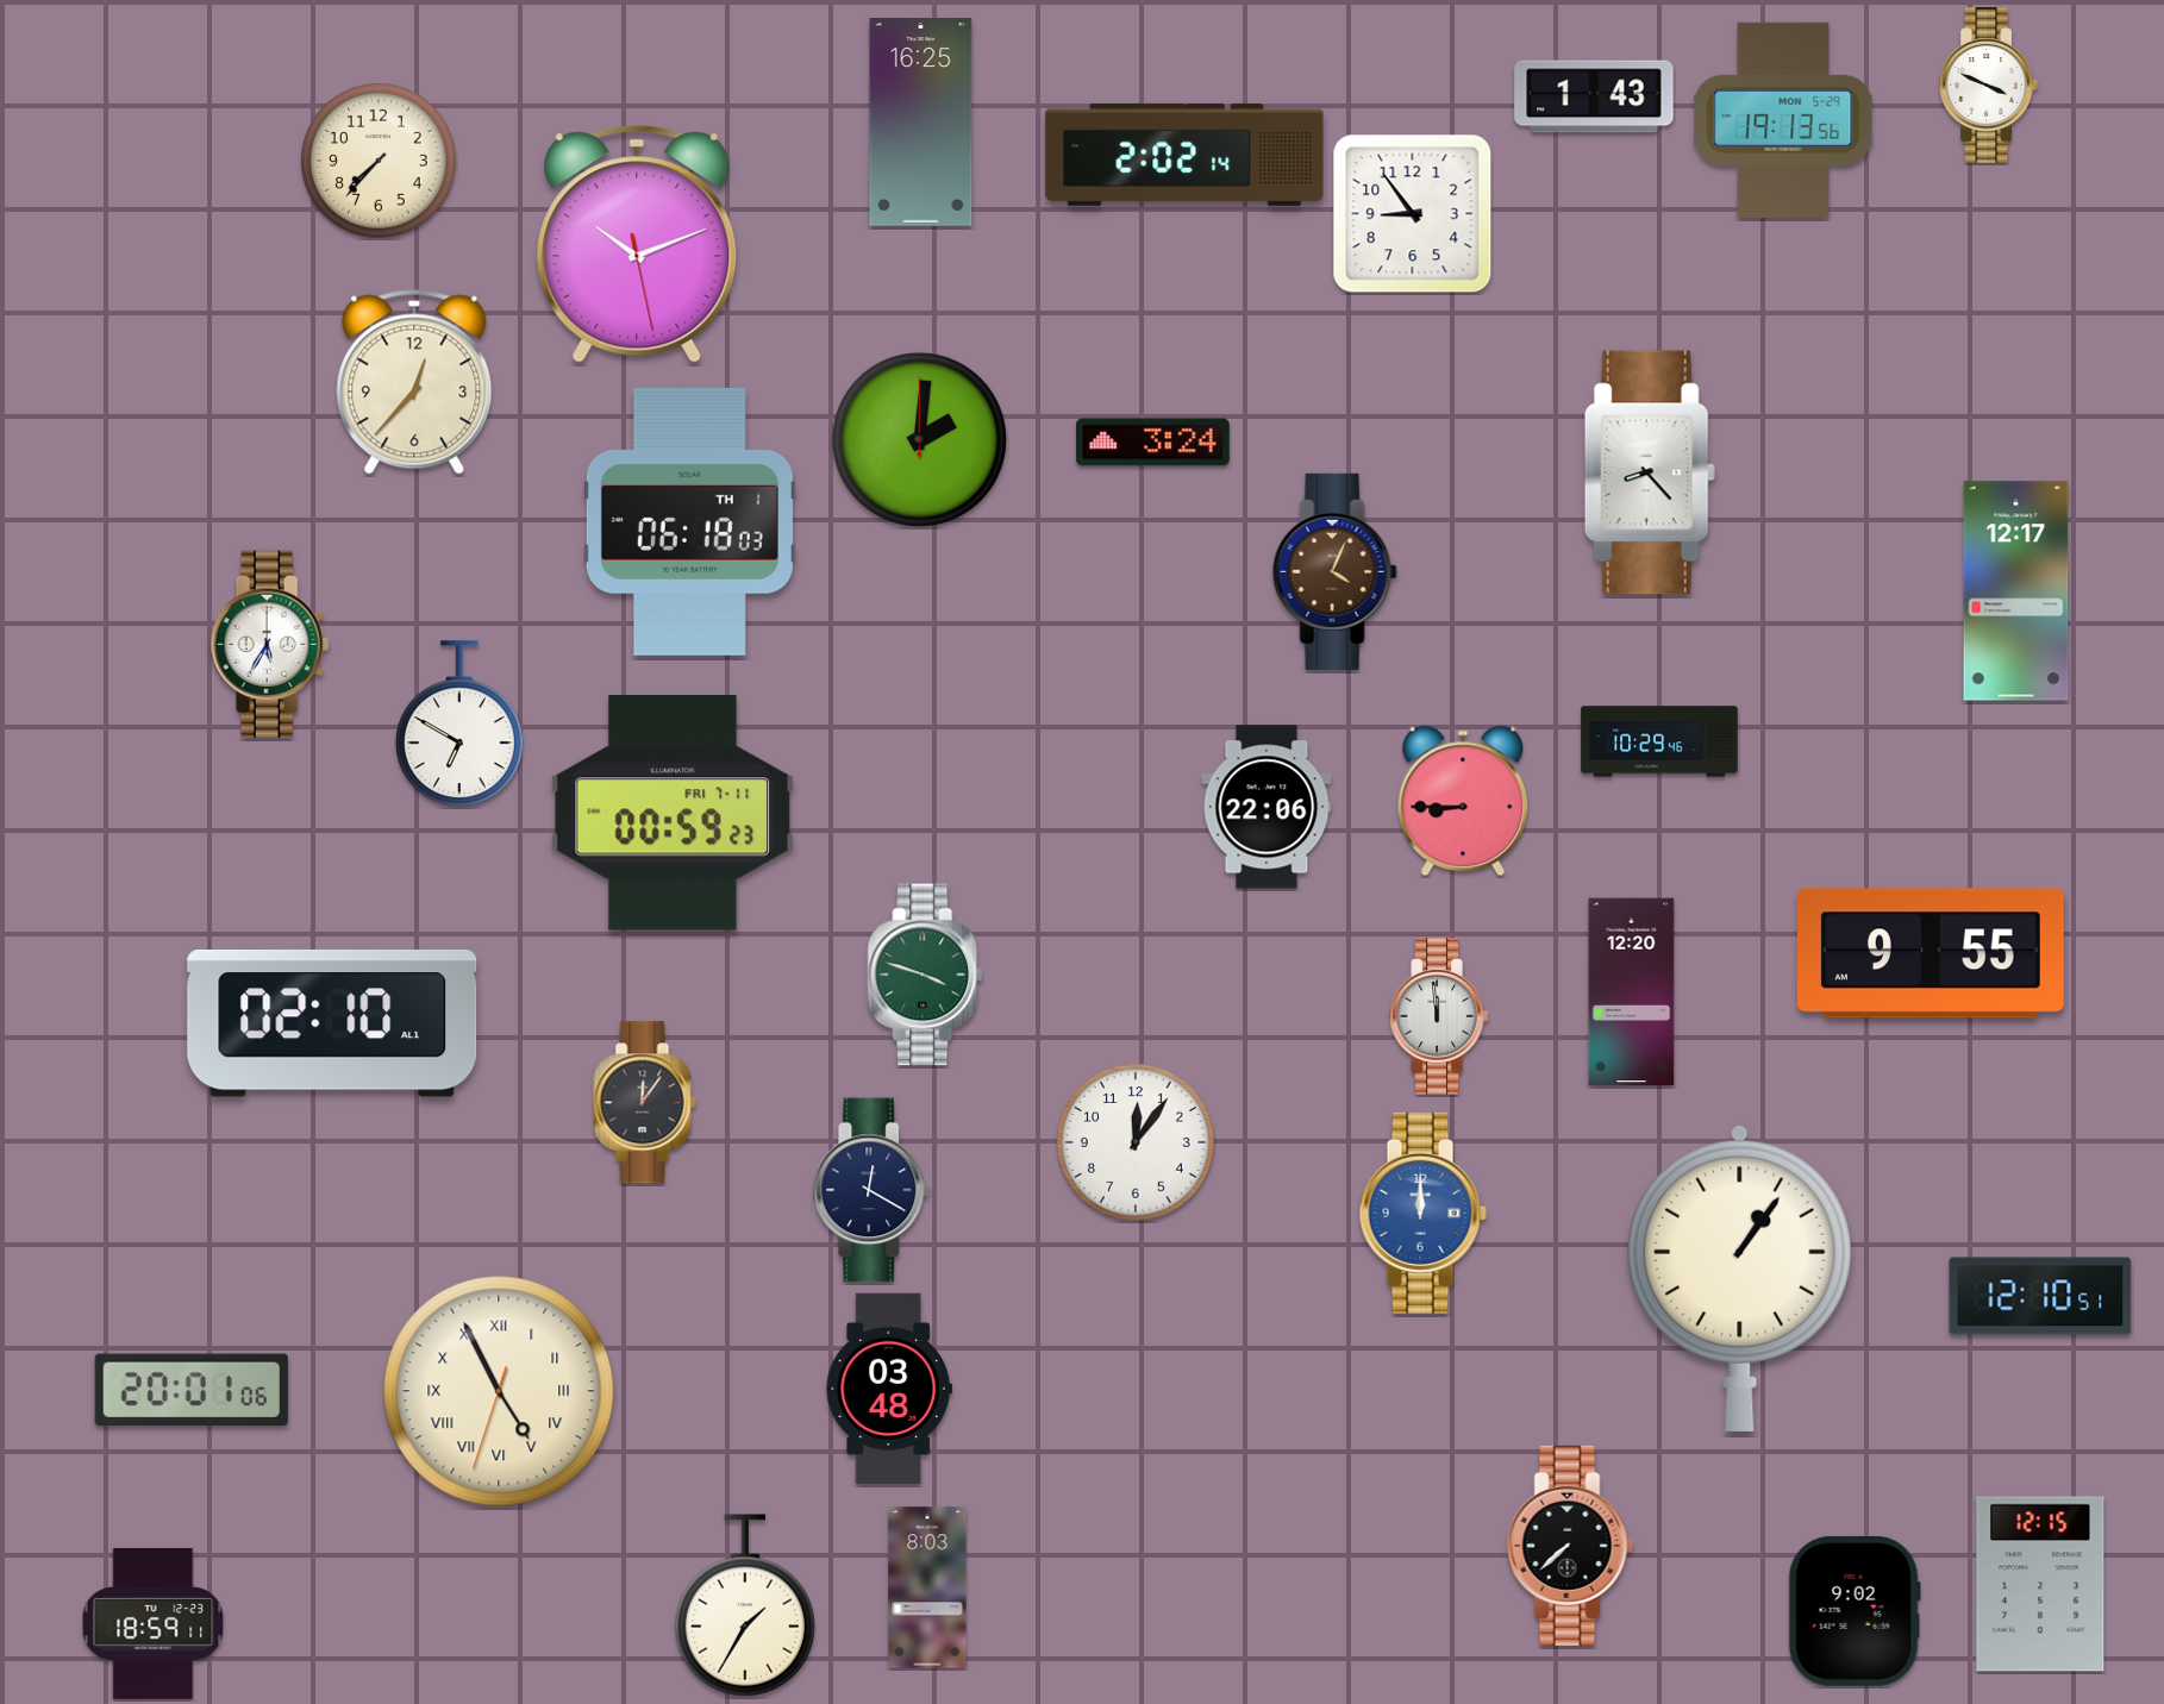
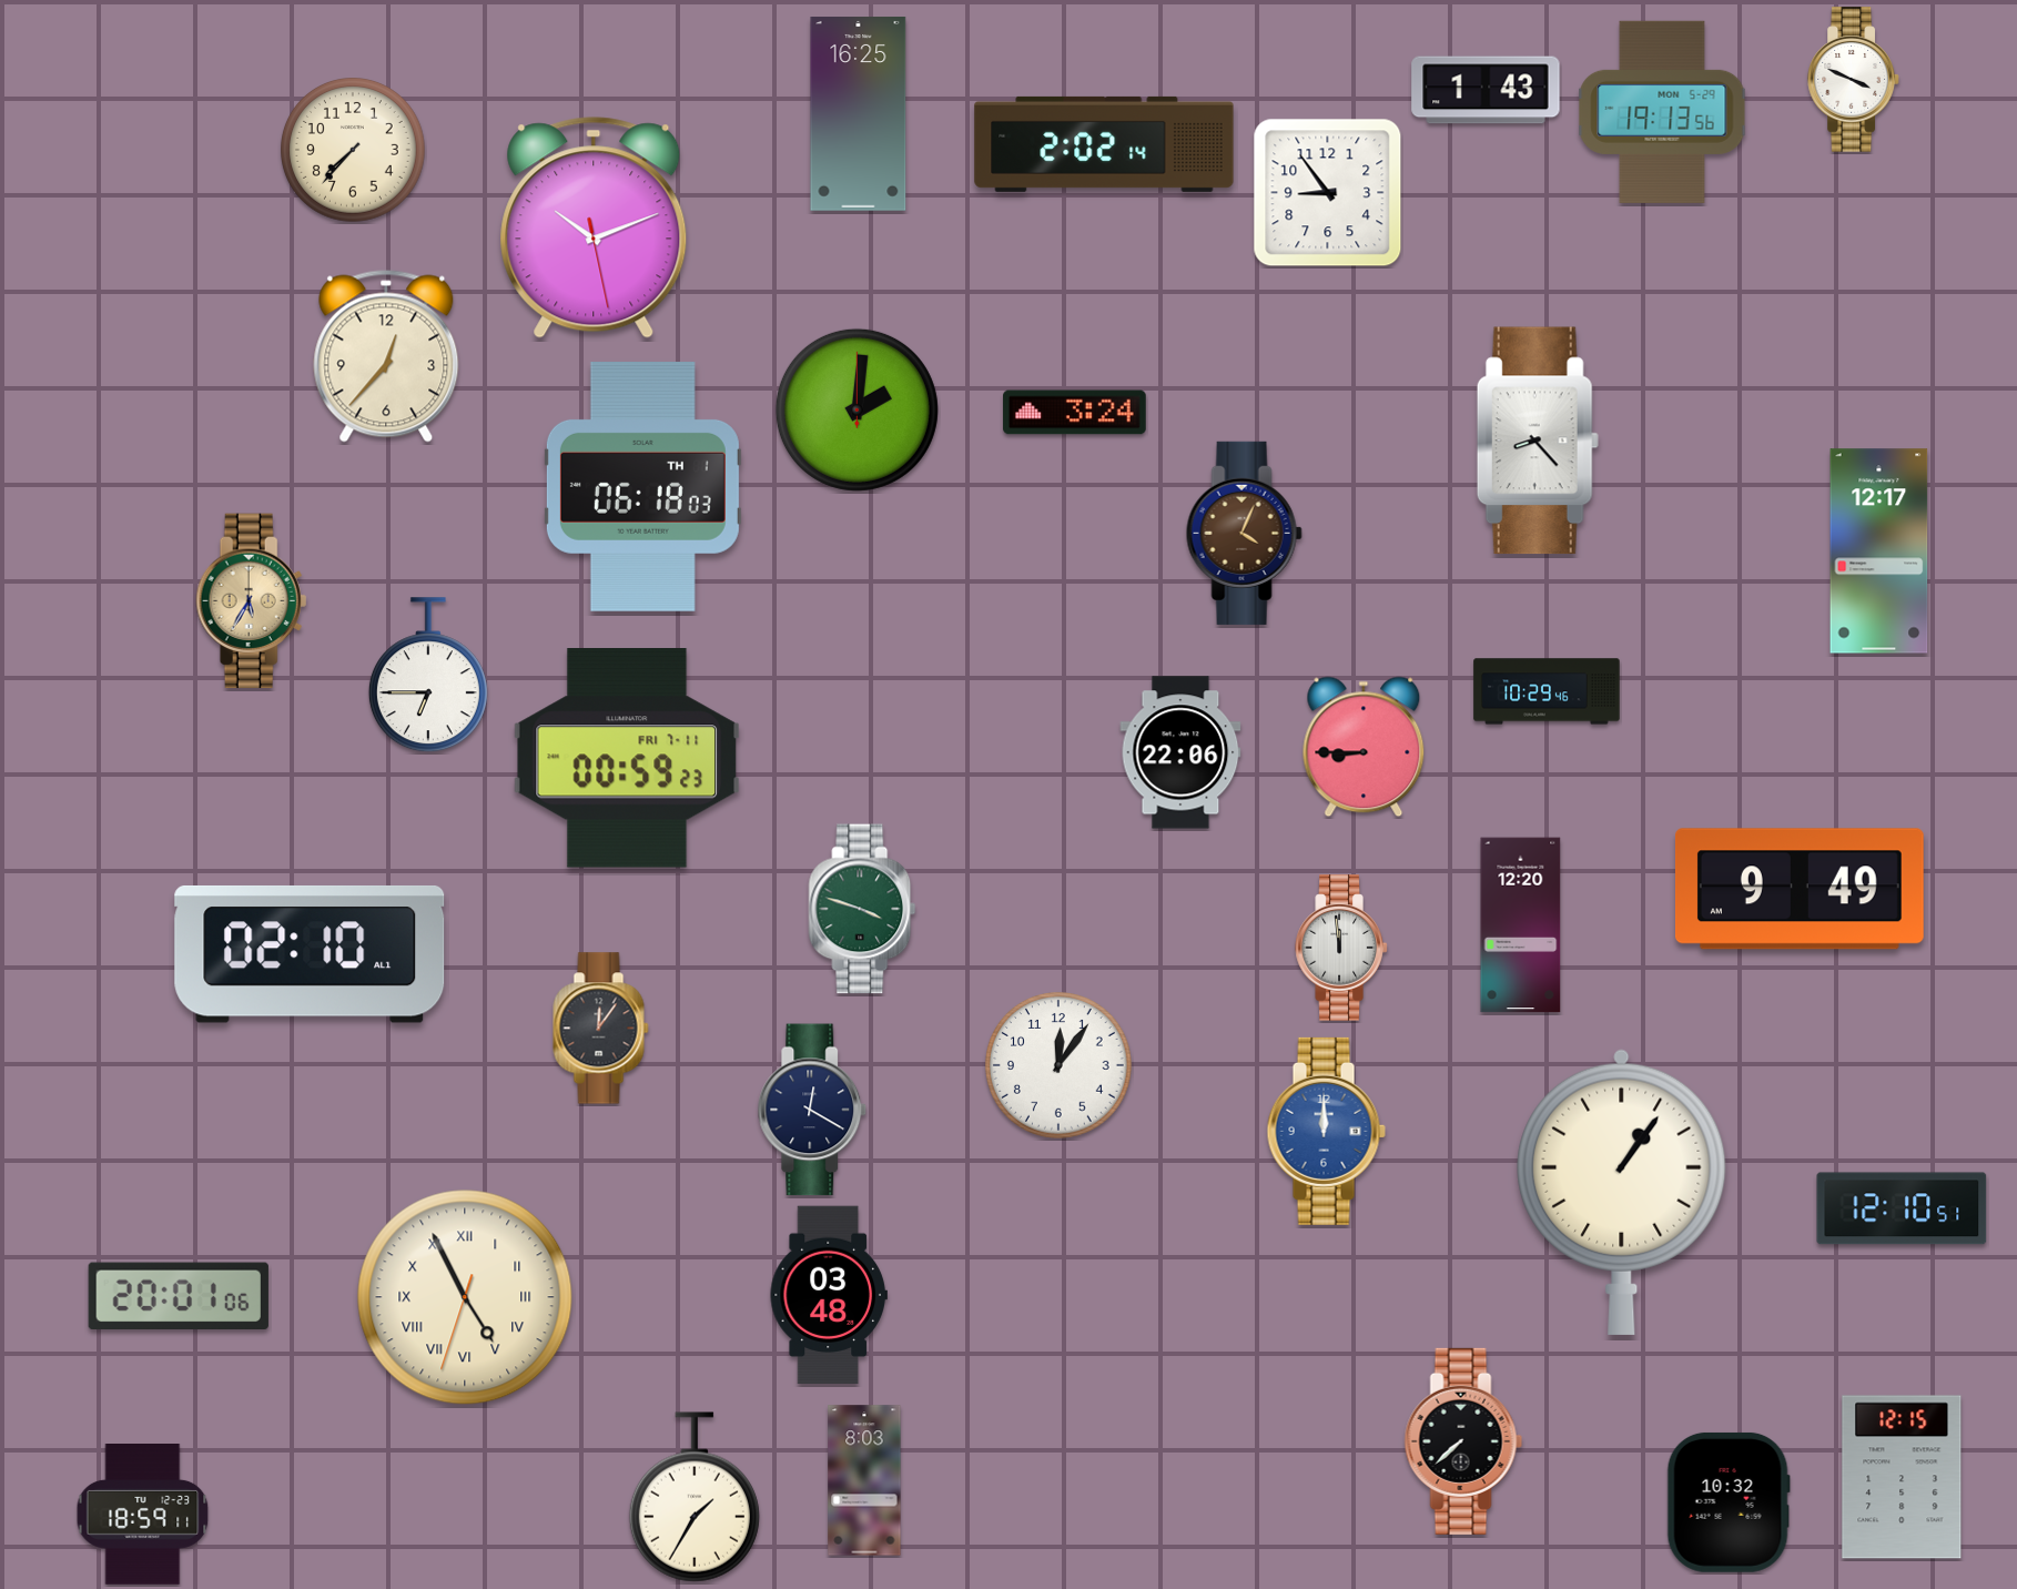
clock at (1413, 214) position: (1413, 214) -> (1328, 193)
clock at (270, 645) dial: white -> champagne
clock at (459, 725): 6:50 -> 6:45
clock at (1931, 953): 9:55 -> 9:49
clock at (1855, 1611): 9:02 -> 10:32
